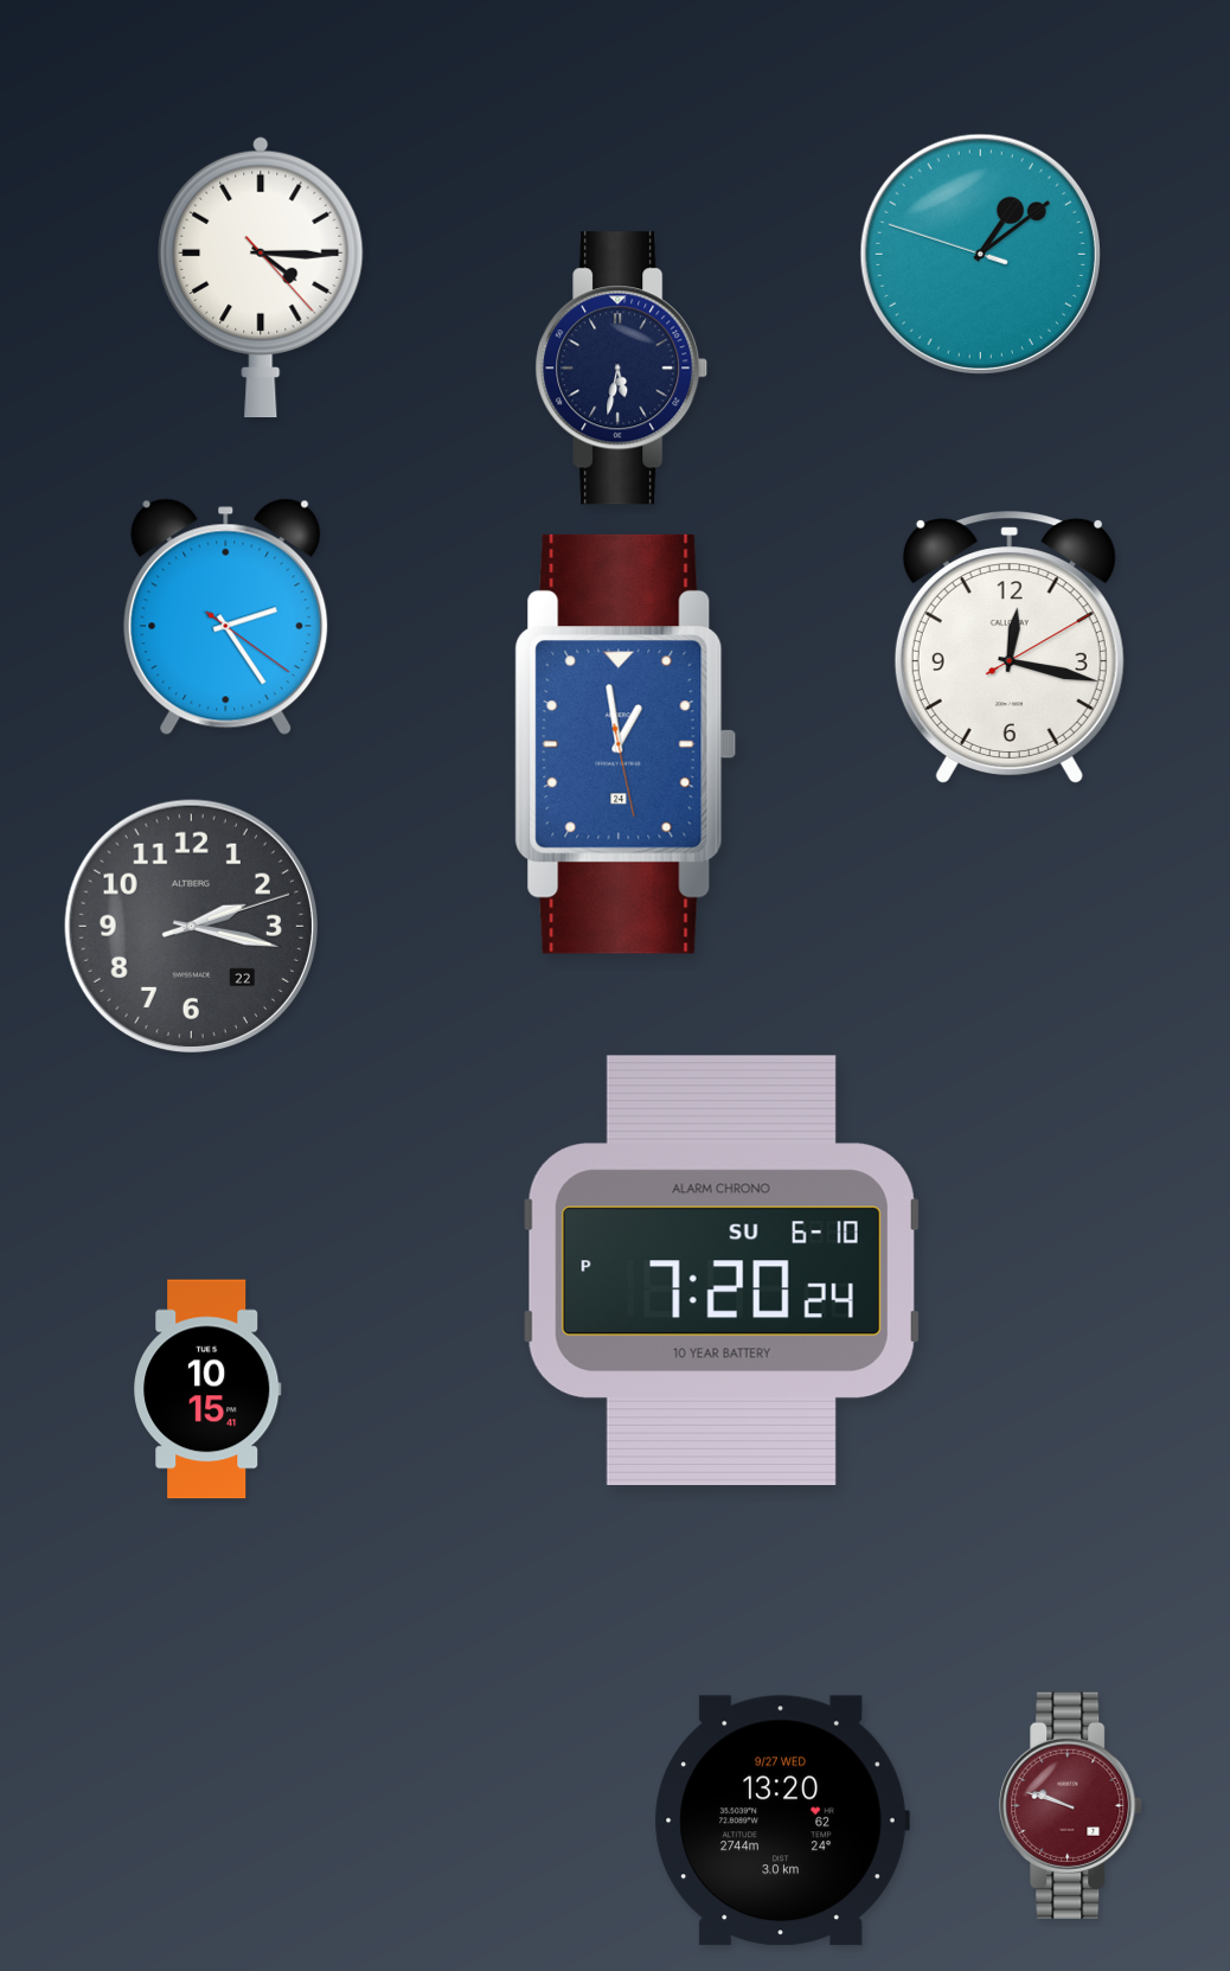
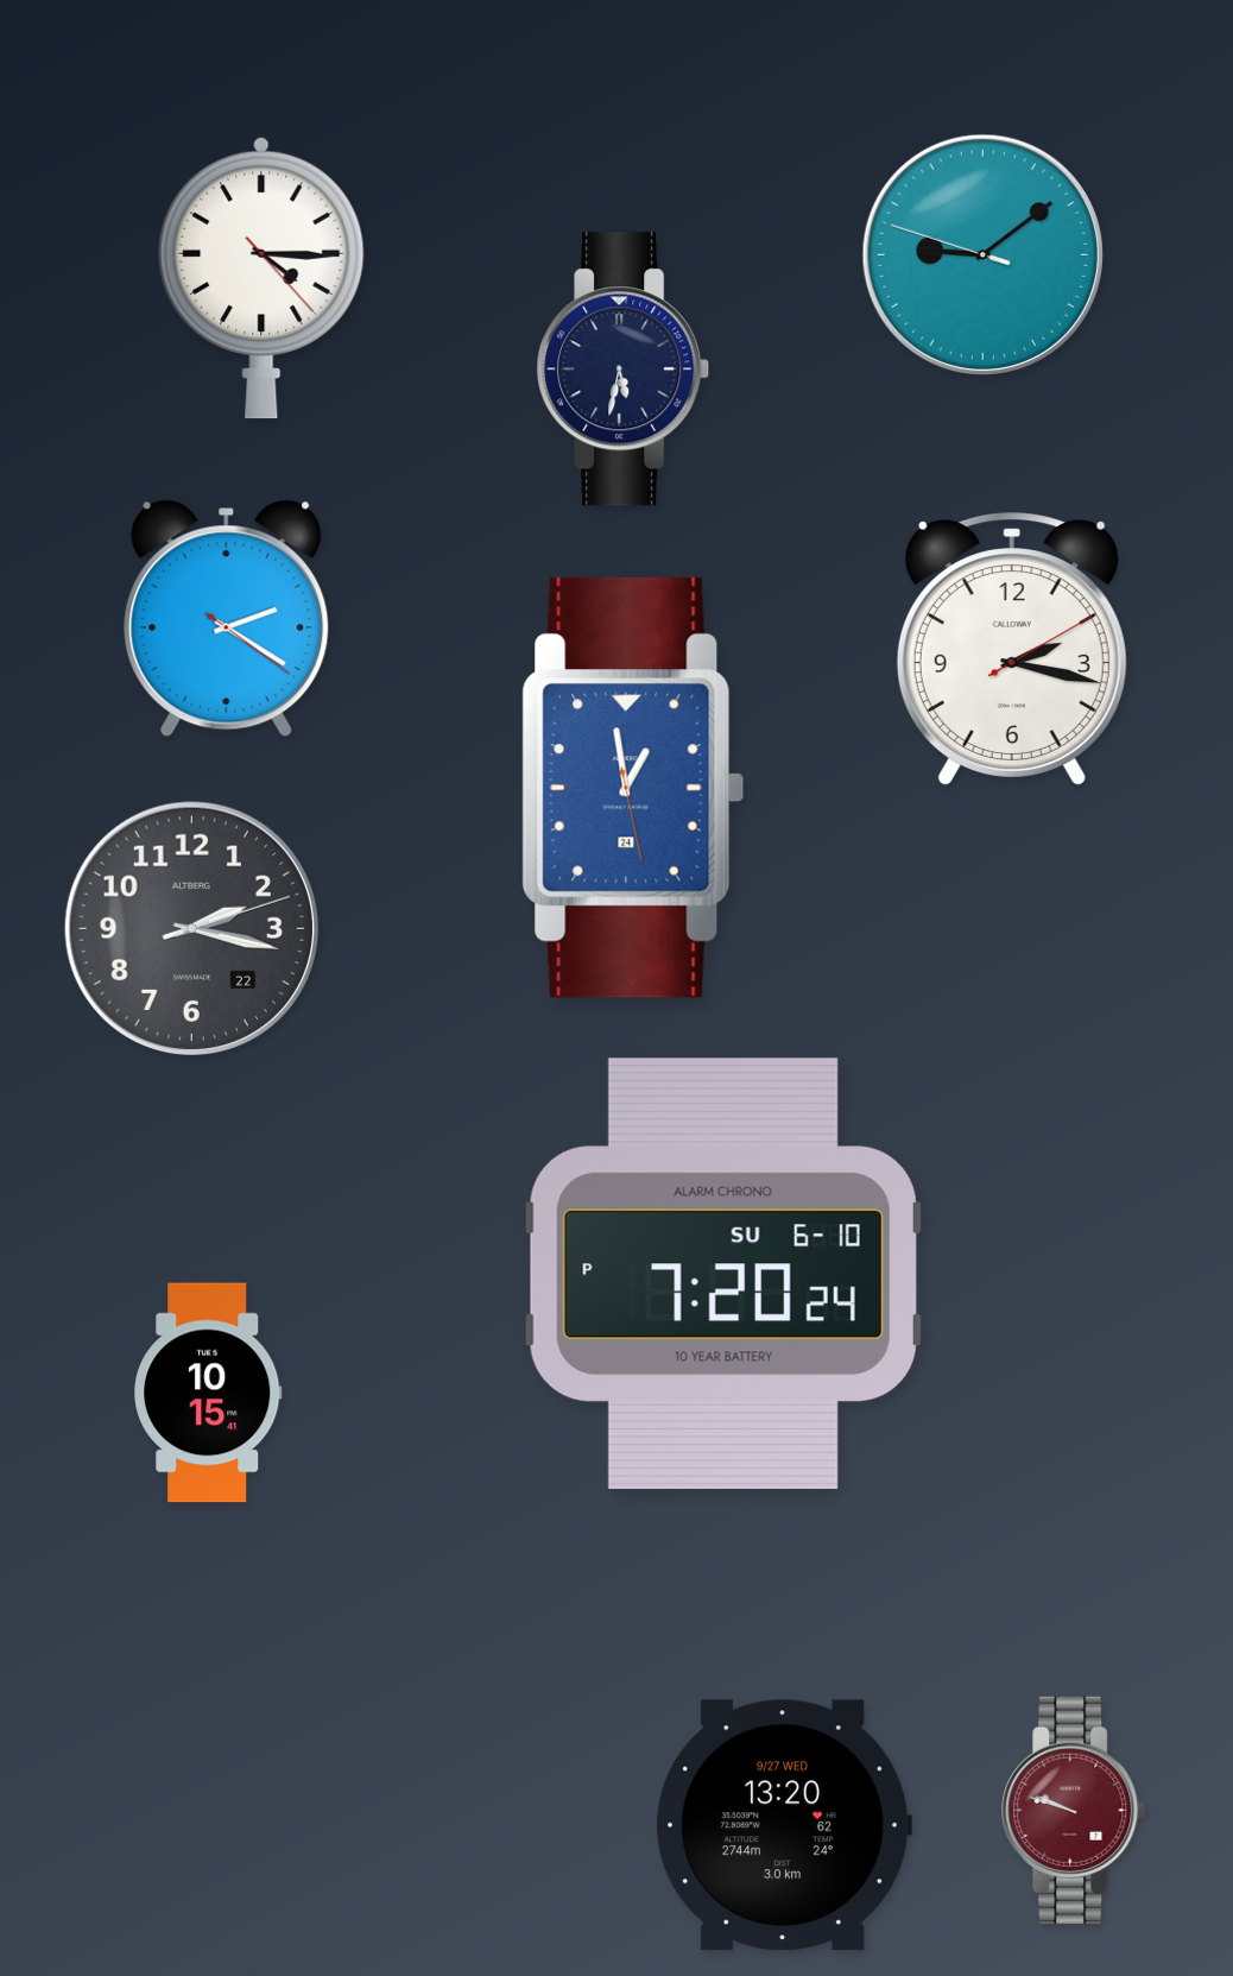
clock at (980, 254): 1:08 -> 9:08
clock at (226, 617): 2:24 -> 2:20
clock at (1010, 647): 12:17 -> 2:17
clock at (626, 744) position: (626, 744) -> (633, 788)
